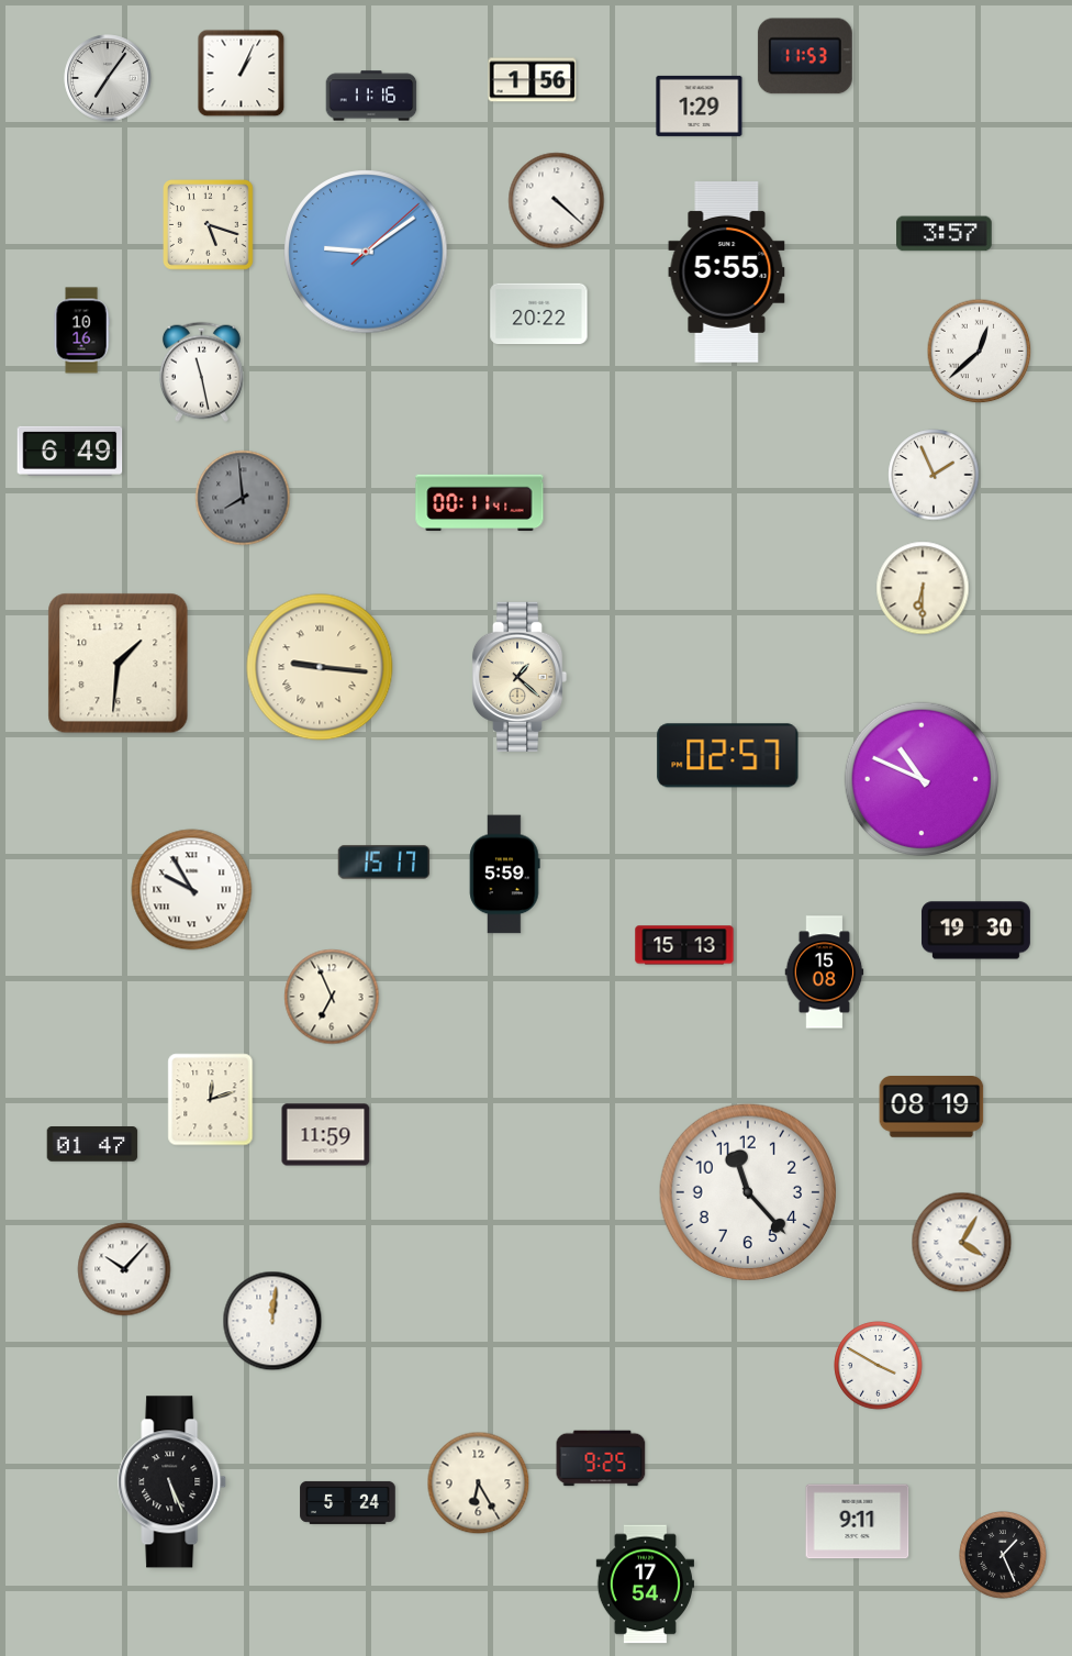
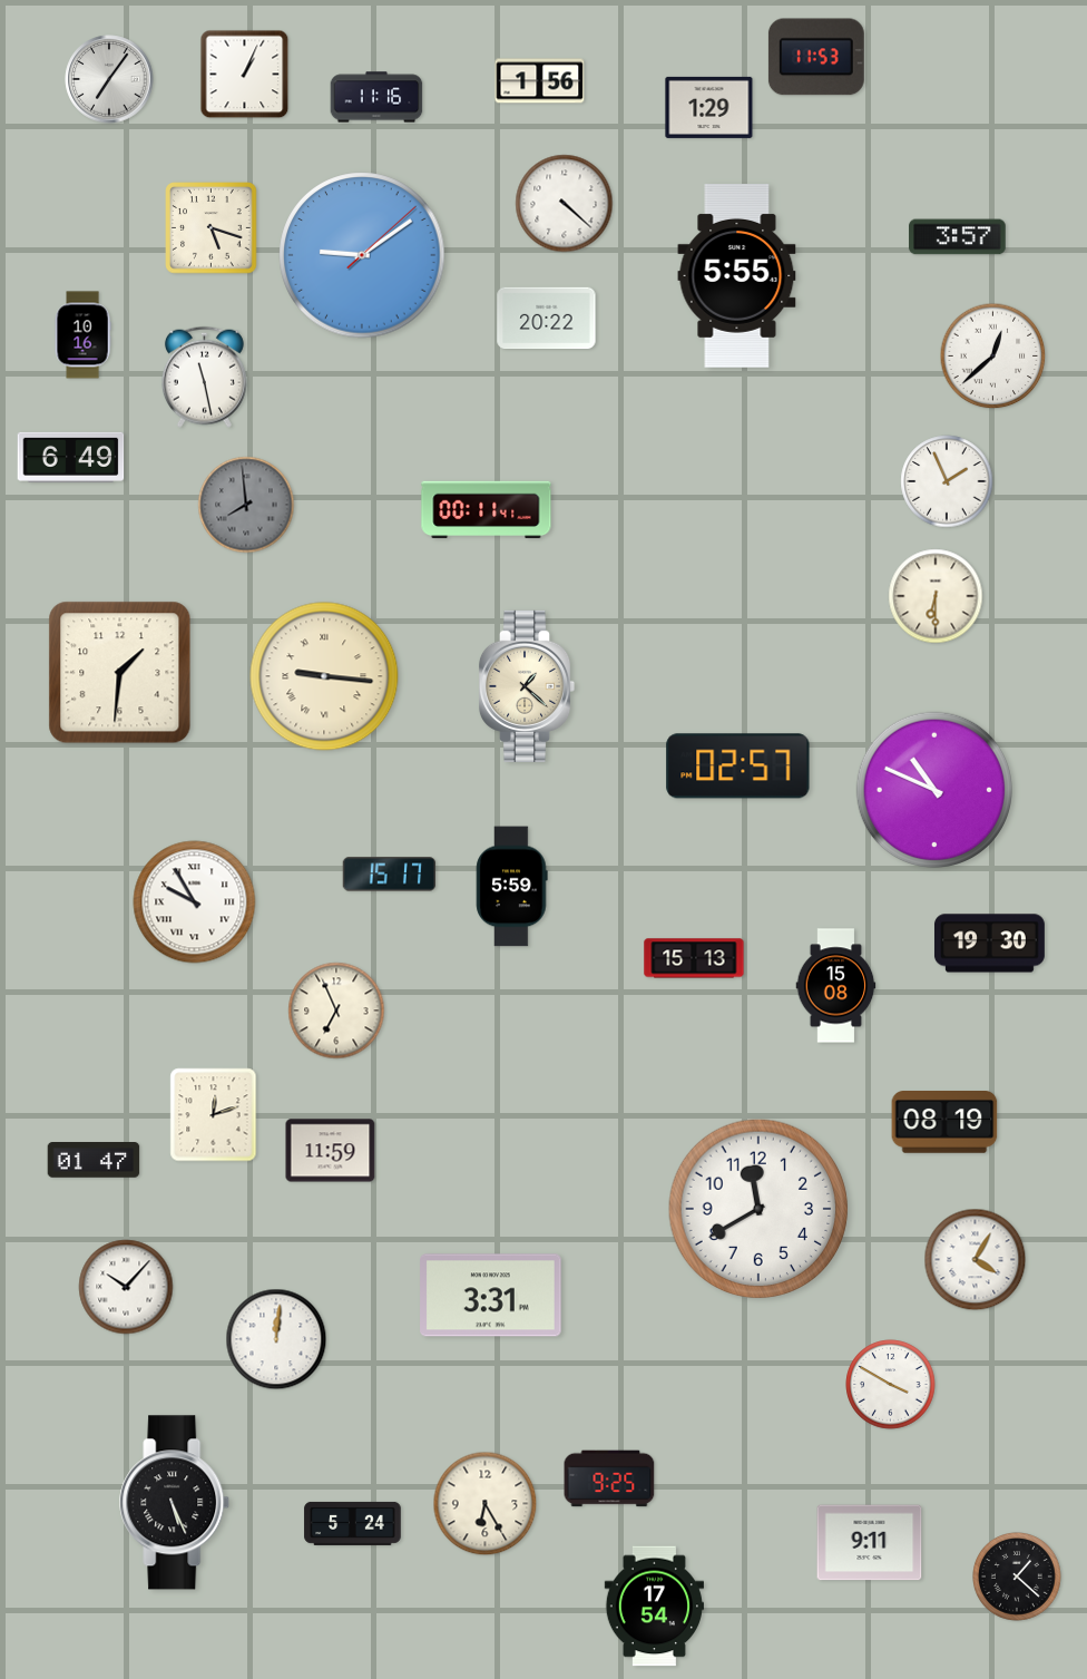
clock at (366, 252) position: (366, 252) -> (362, 255)
clock at (748, 1192): 11:23 -> 11:40
clock at (491, 1296): none -> 3:31
clock at (1004, 1556): 1:26 -> 1:22
